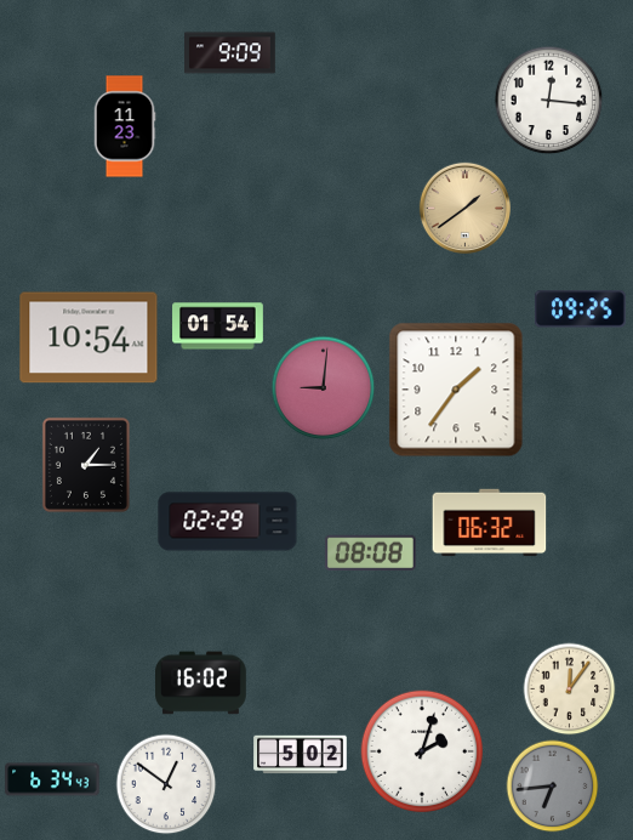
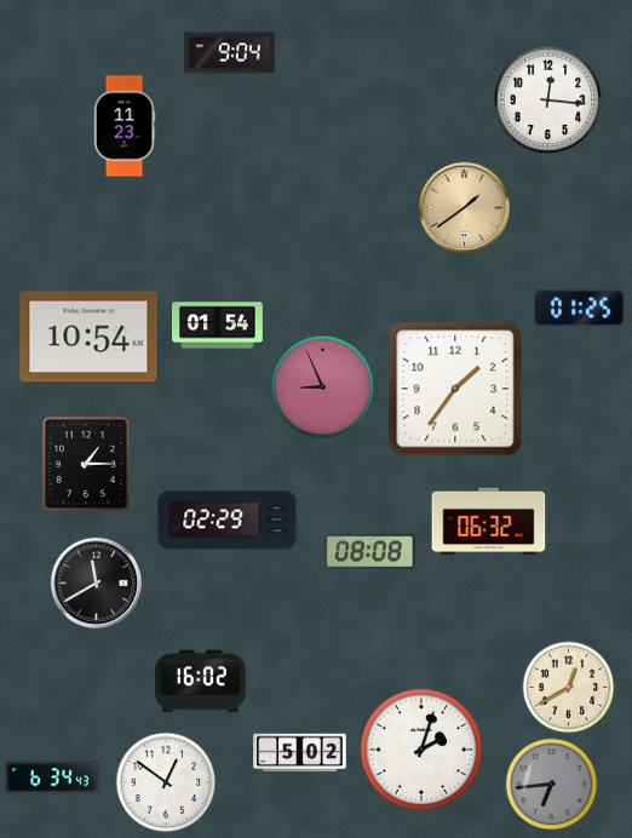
clock at (230, 53): 9:09 -> 9:04
clock at (580, 310): 09:25 -> 01:25
clock at (324, 388): 9:01 -> 8:56
clock at (96, 582): none -> 11:40
clock at (570, 689): 12:06 -> 12:40
